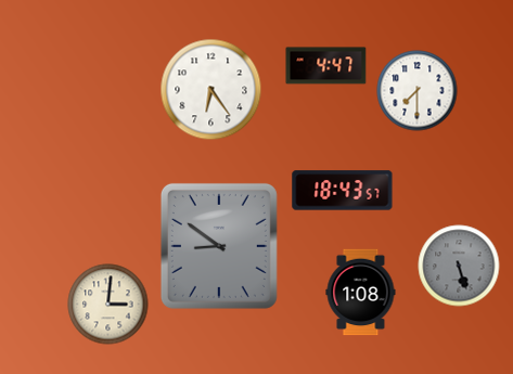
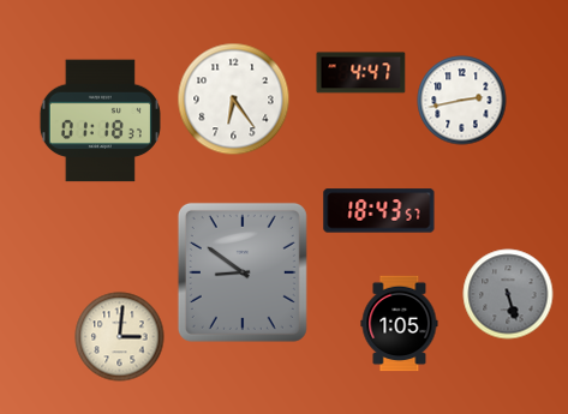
clock at (418, 91): 7:30 -> 2:43
clock at (100, 121): none -> 01:18
clock at (361, 293): 1:08 -> 1:05
